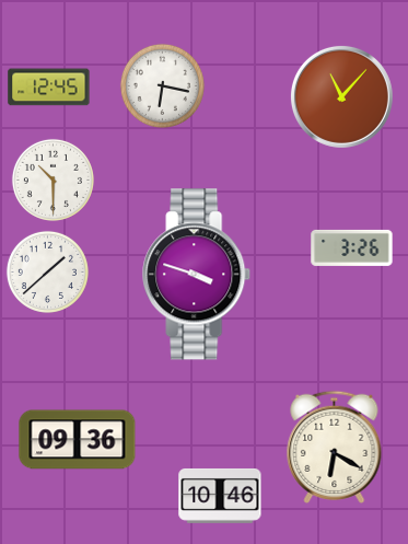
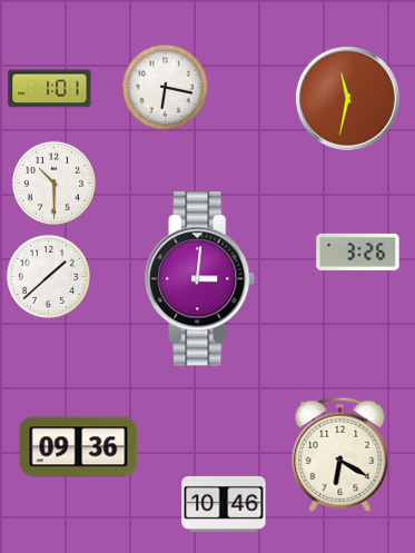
clock at (49, 88): 12:45 -> 1:01
clock at (341, 96): 11:07 -> 11:32
clock at (197, 275): 3:48 -> 3:01
